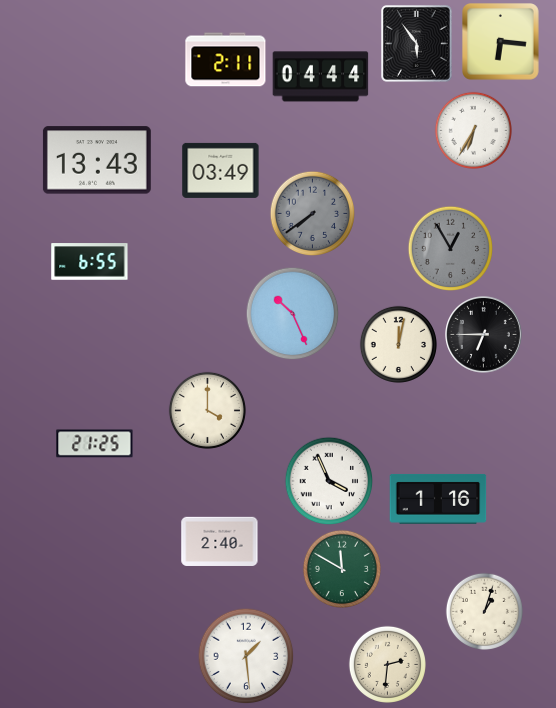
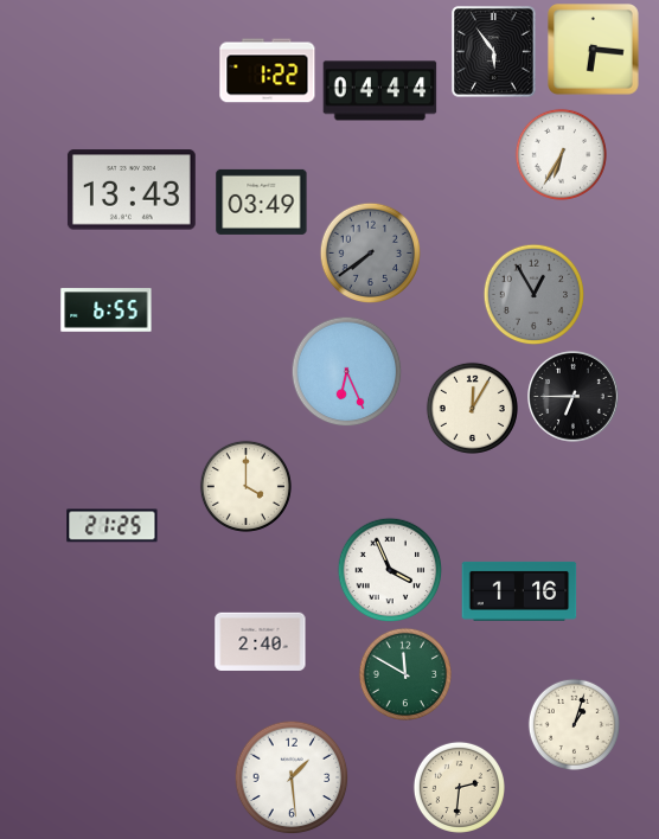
clock at (226, 60): 2:11 -> 1:22
clock at (97, 160) position: (97, 160) -> (132, 190)
clock at (292, 313): 10:26 -> 6:26
clock at (398, 344): 12:02 -> 12:05
